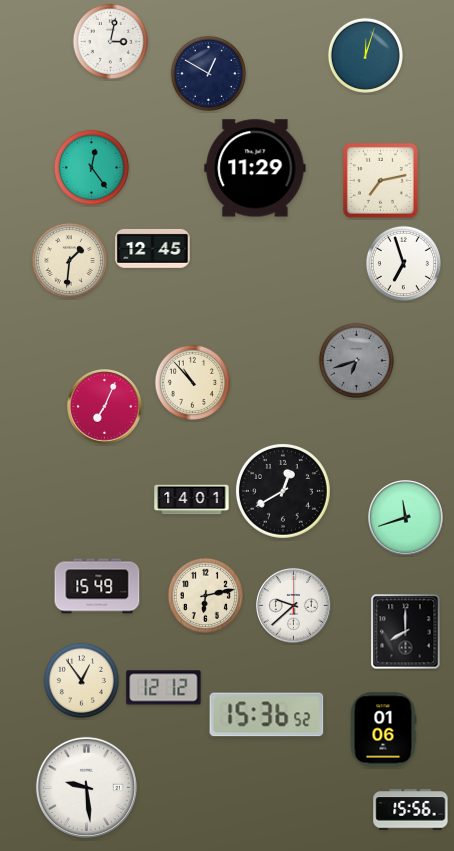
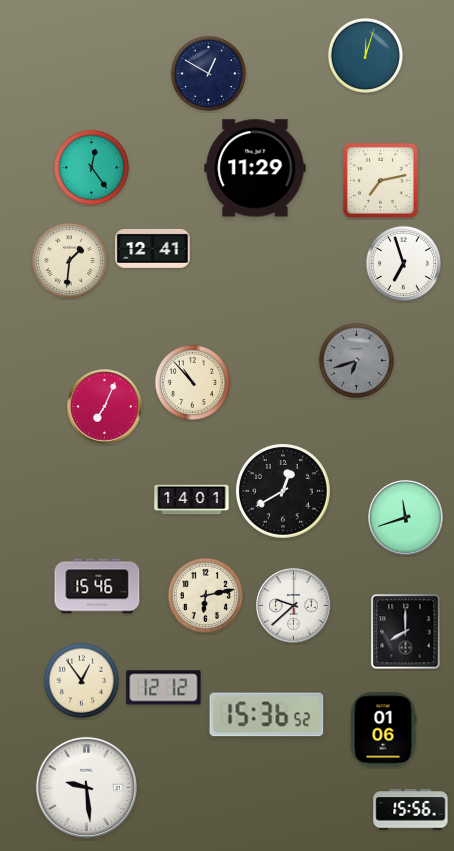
clock at (110, 41): 3:02 -> none
clock at (153, 248): 12:45 -> 12:41
clock at (97, 586): 15:49 -> 15:46
